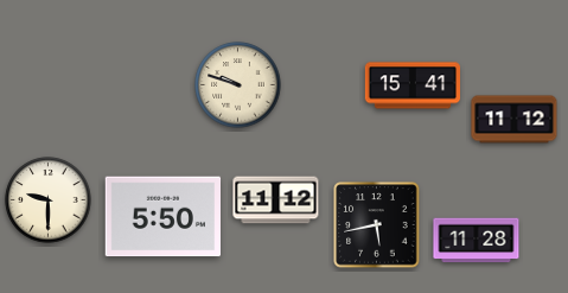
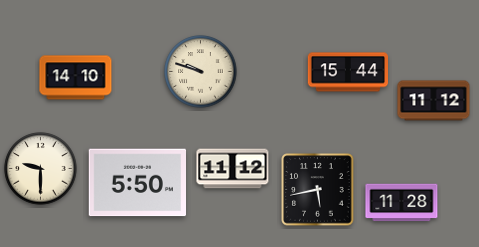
clock at (411, 85): 15:41 -> 15:44
clock at (76, 78): none -> 14:10
